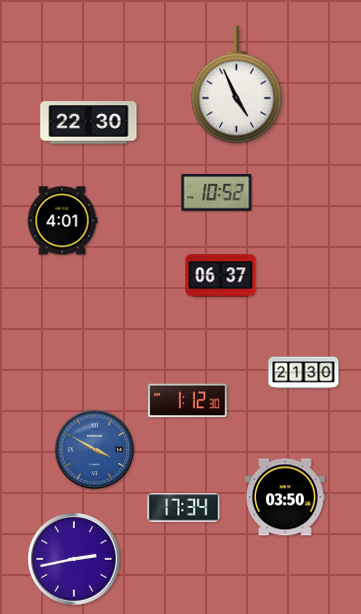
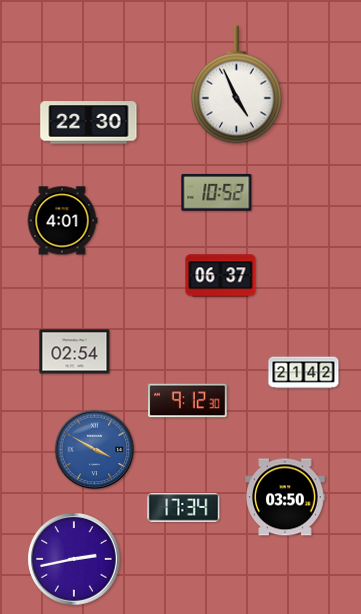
clock at (75, 352): none -> 02:54
clock at (304, 373): 21:30 -> 21:42
clock at (188, 401): 1:12 -> 9:12
